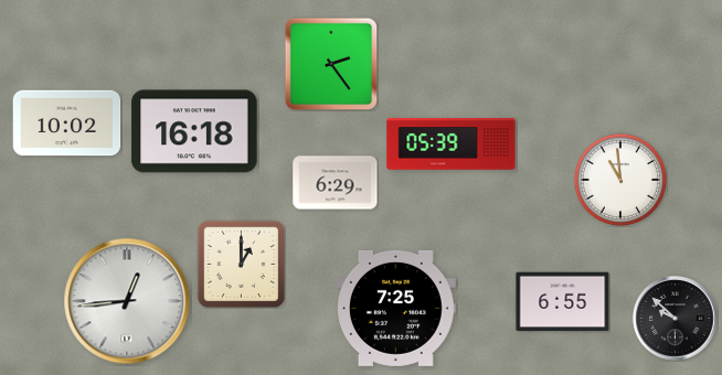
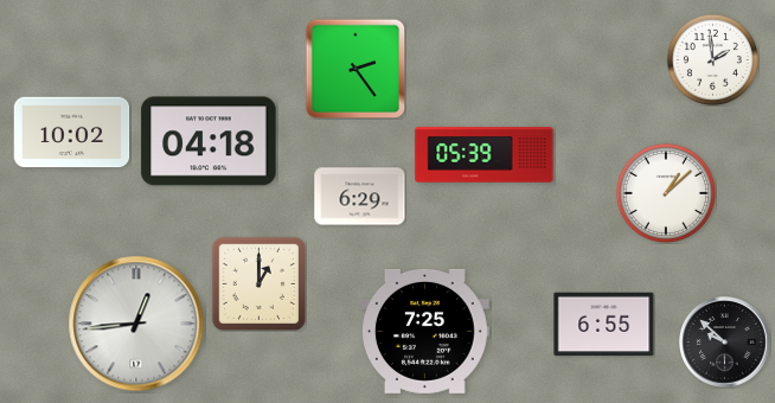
clock at (712, 59): none -> 1:59
clock at (194, 131): 16:18 -> 04:18
clock at (619, 179): 10:59 -> 1:08
